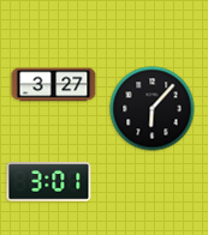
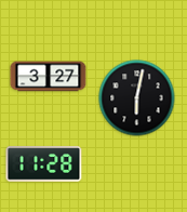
clock at (153, 109): 6:07 -> 6:02
clock at (49, 182): 3:01 -> 11:28
